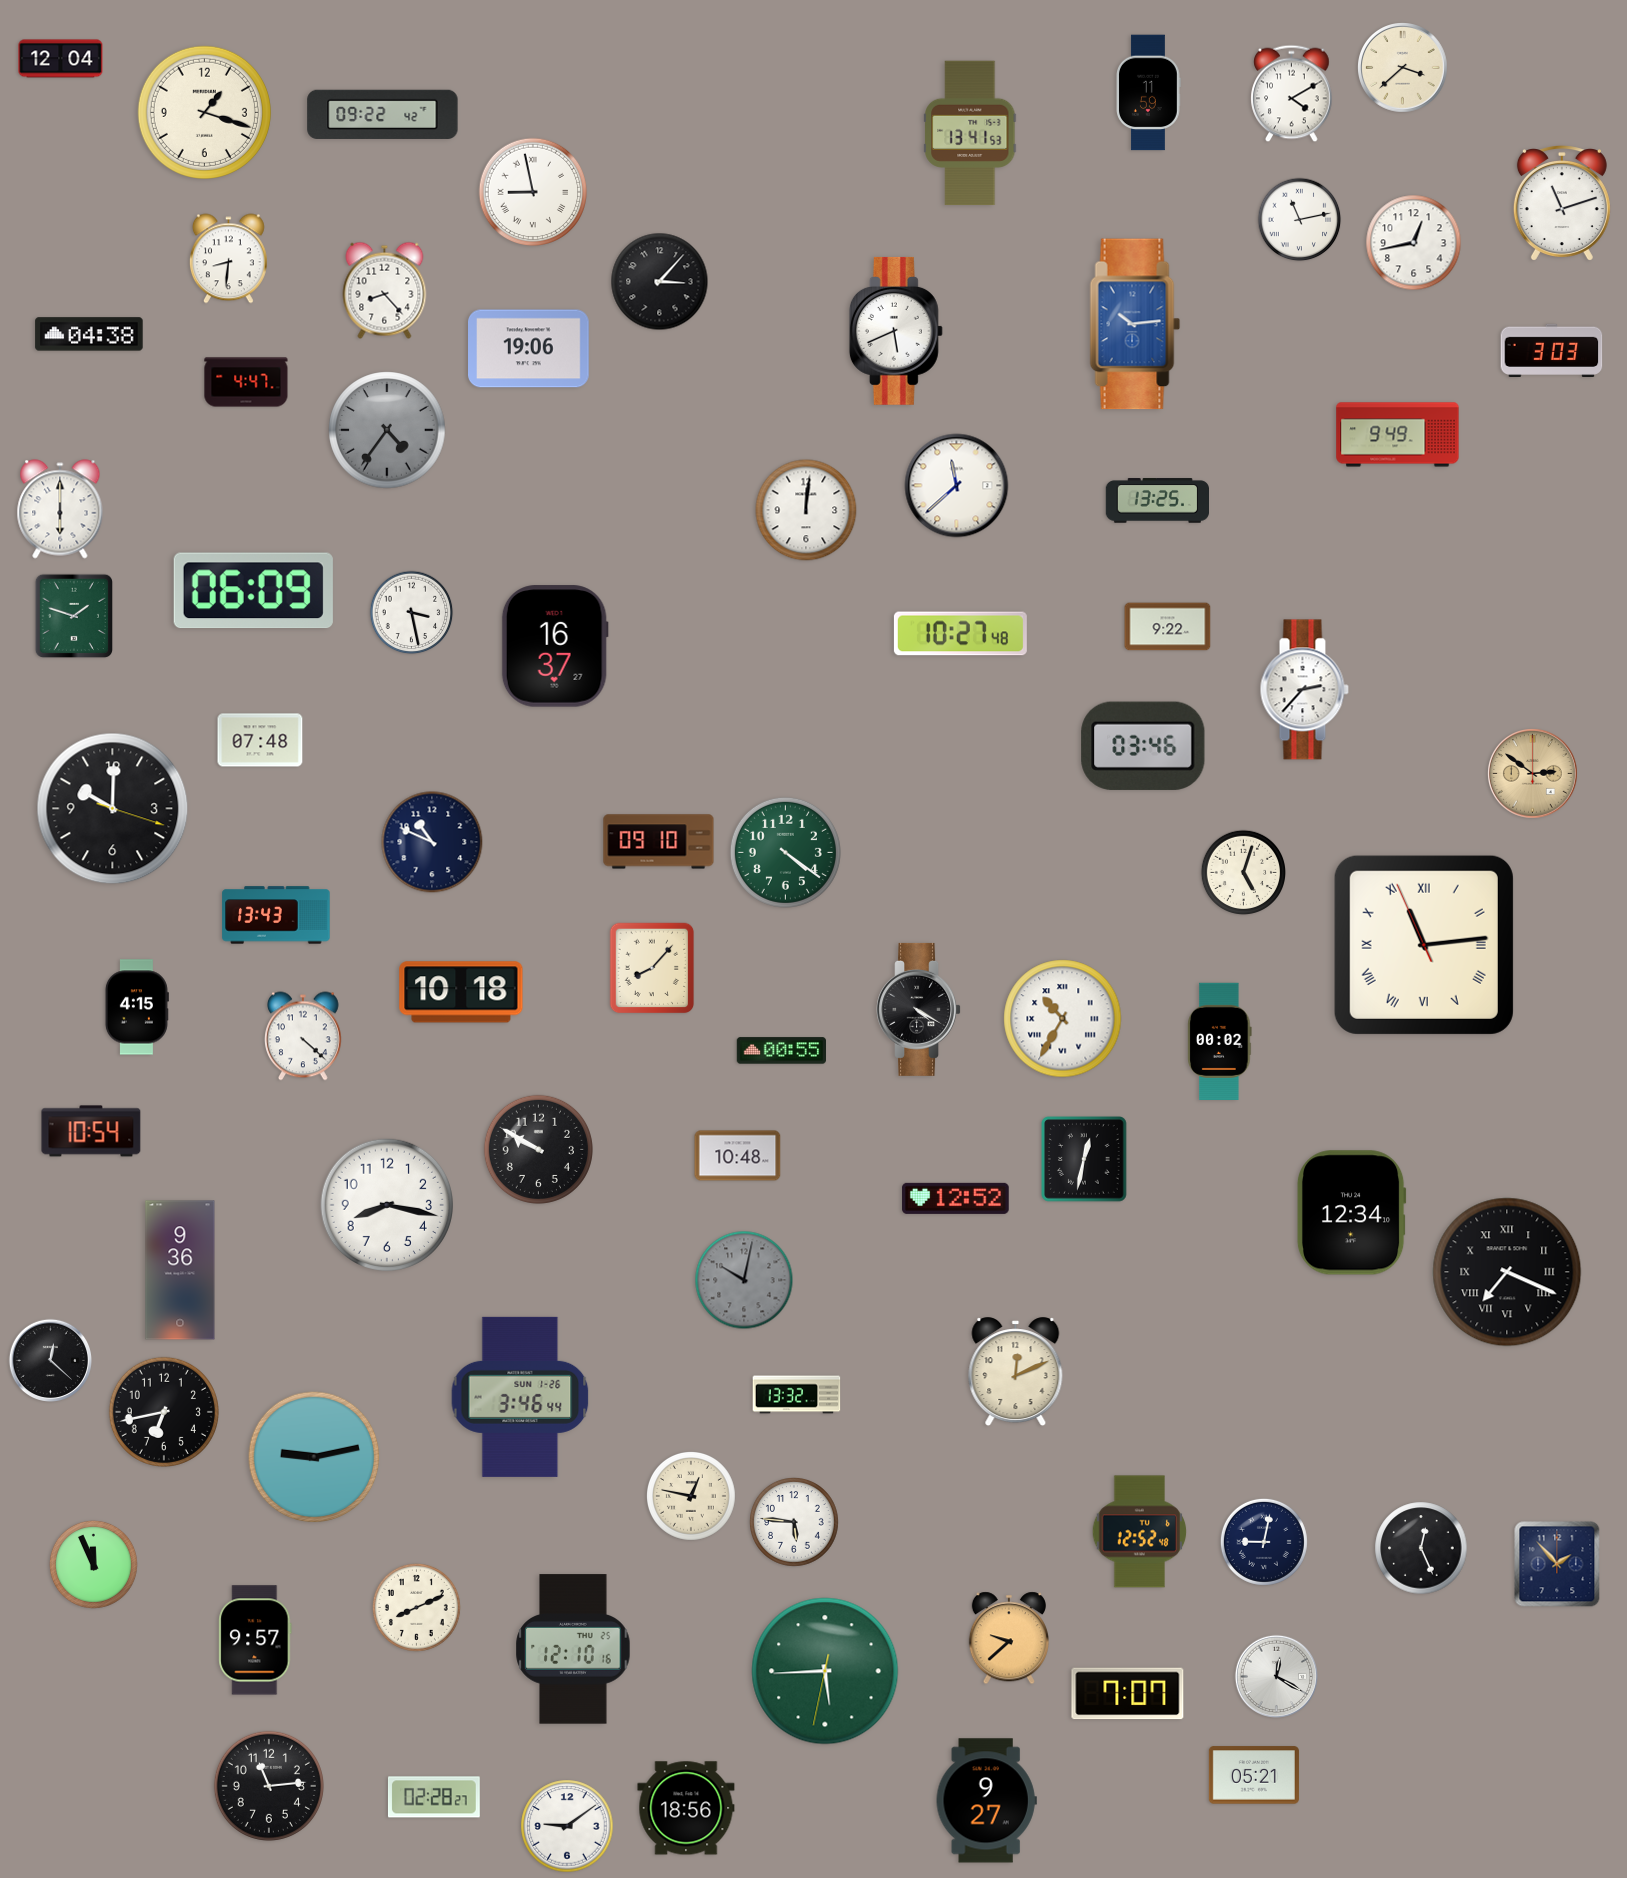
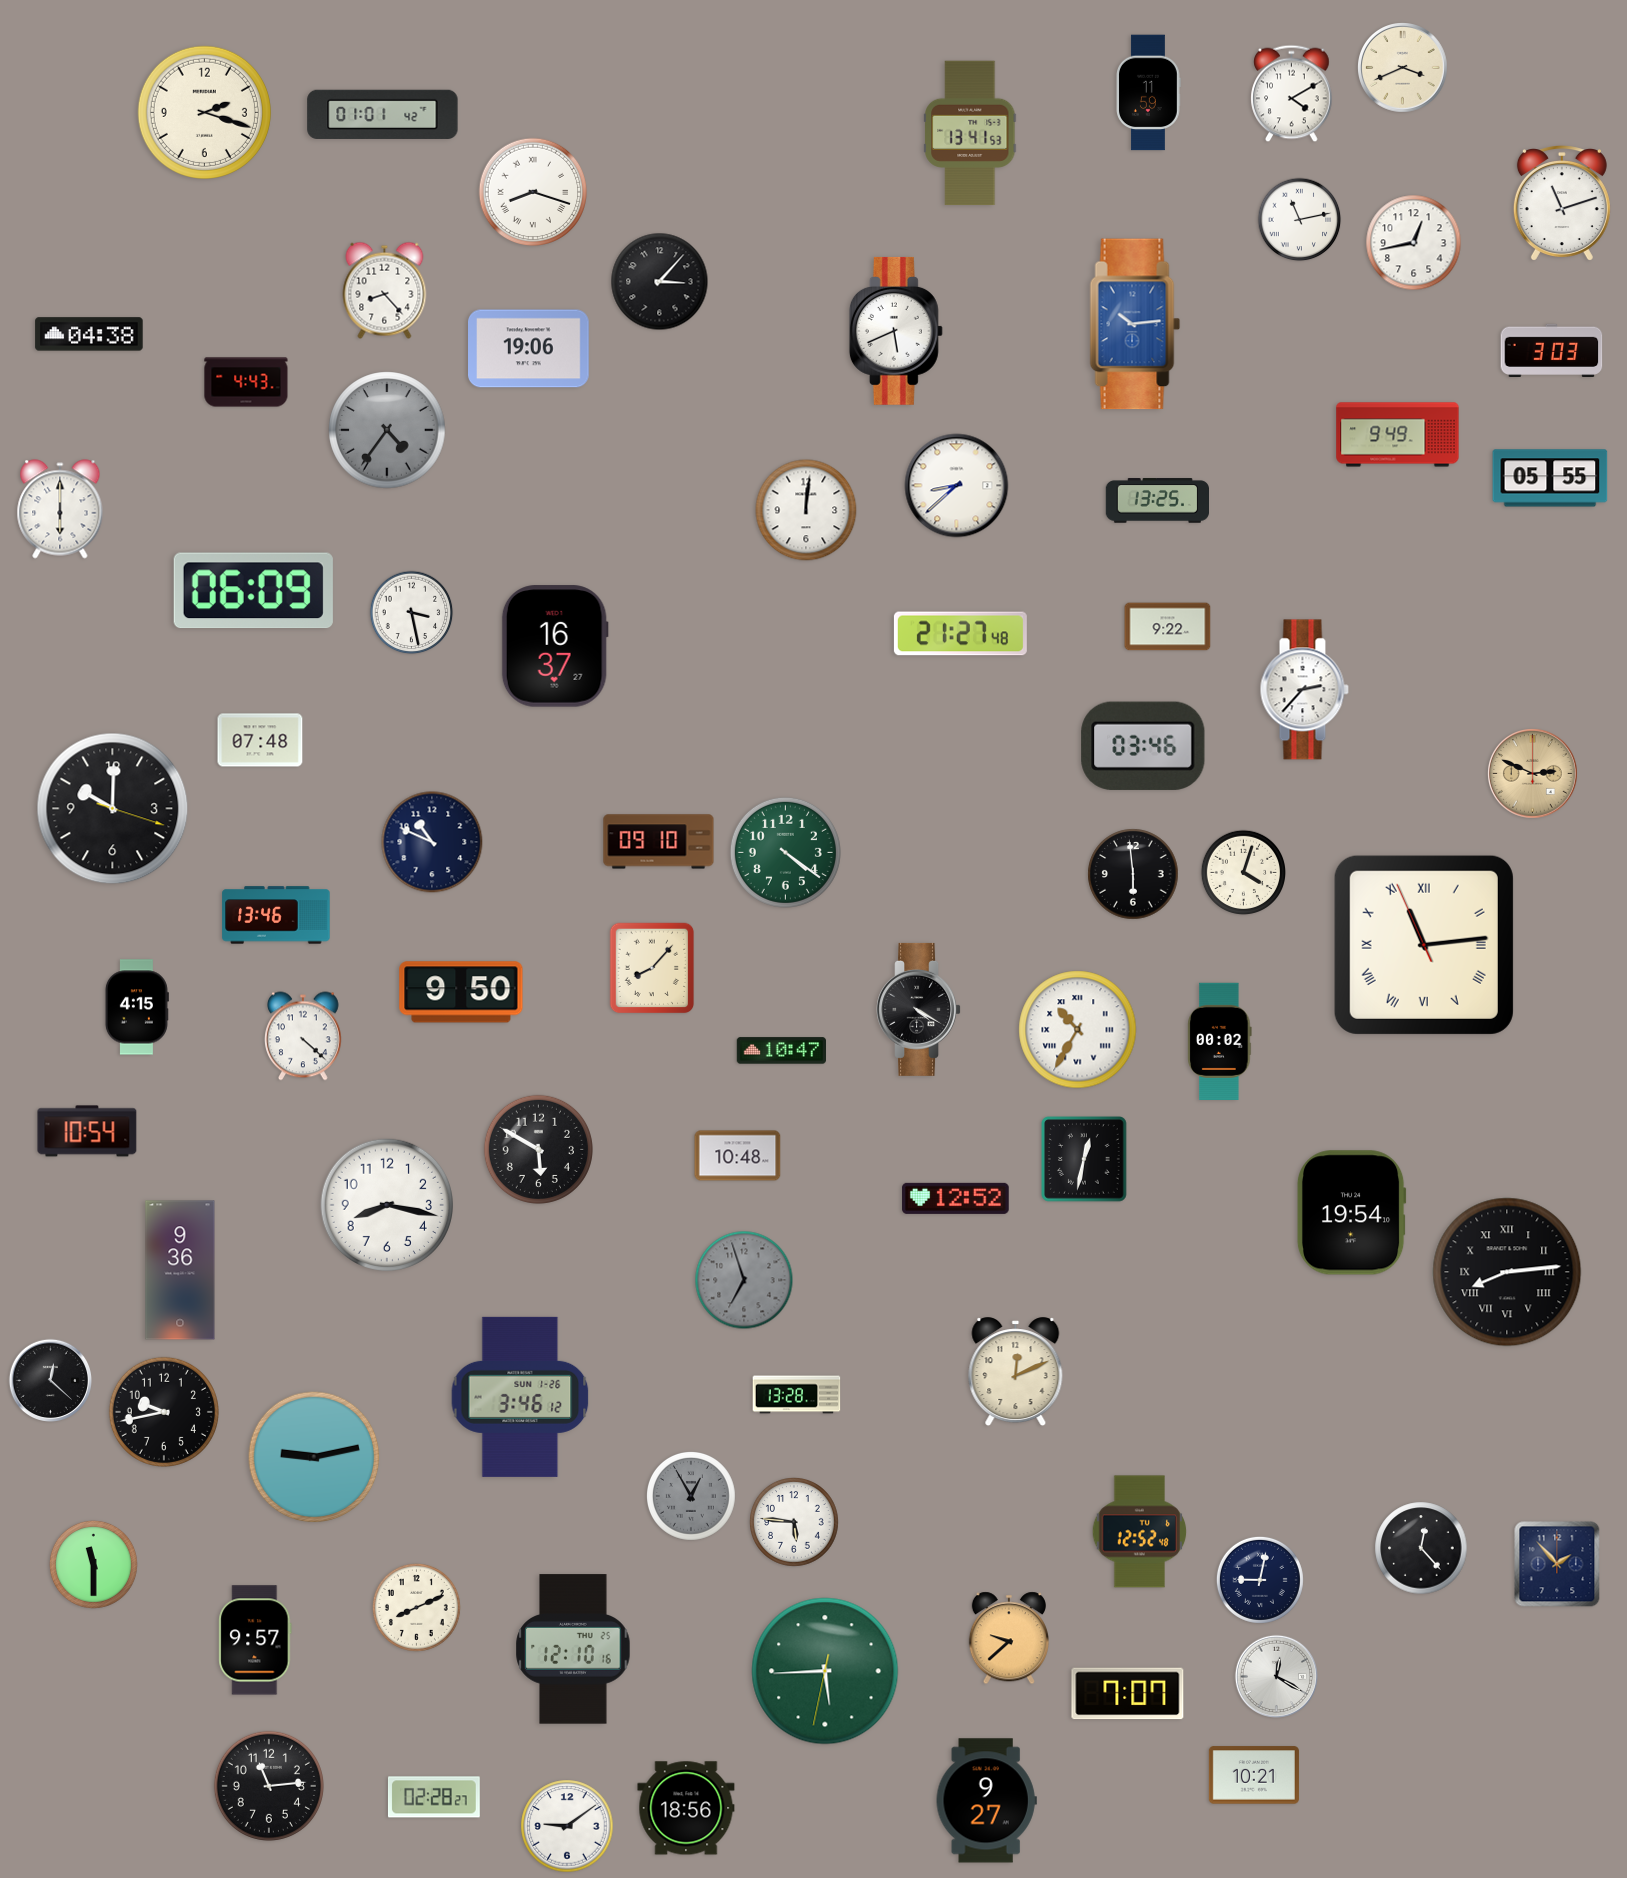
clock at (61, 59): 12:04 -> none
clock at (1403, 68): 3:38 -> 3:41
clock at (204, 112): 1:18 -> 2:18
clock at (383, 114): 09:22 -> 01:01
clock at (533, 192): 8:58 -> 8:18
clock at (228, 259): 8:31 -> none
clock at (246, 382): 4:47 -> 4:43
clock at (1550, 478): none -> 05:55
clock at (957, 486): 11:38 -> 8:38
clock at (73, 615): 1:48 -> none
clock at (960, 634): 10:27 -> 21:27
clock at (1533, 774): 2:51 -> 2:49
clock at (1243, 872): 5:03 -> 4:03
clock at (1133, 874): none -> 5:59
clock at (276, 915): 13:43 -> 13:46
clock at (461, 992): 10:18 -> 9:50
clock at (1063, 1019) position: (1063, 1019) -> (1078, 1030)
clock at (781, 1051): 00:55 -> 10:47
clock at (91, 1131) position: (91, 1131) -> (87, 1131)
clock at (538, 1149): 9:50 -> 5:50
clock at (1351, 1213): 12:34 -> 19:54
clock at (1507, 1272): 7:19 -> 8:14
clock at (744, 1280): 10:02 -> 6:57
clock at (50, 1360) position: (50, 1360) -> (50, 1380)
clock at (797, 1395): 13:32 -> 13:28
clock at (520, 1397): 3:46:44 -> 3:46:12
clock at (164, 1412): 6:43 -> 9:43
clock at (692, 1497): 12:47 -> 12:55
clock at (692, 1497) dial: cream -> grey
clock at (1264, 1542) position: (1264, 1542) -> (1260, 1580)
clock at (1421, 1548): 12:26 -> 12:23
clock at (93, 1564): 11:56 -> 11:30
clock at (1254, 1775): 05:21 -> 10:21
